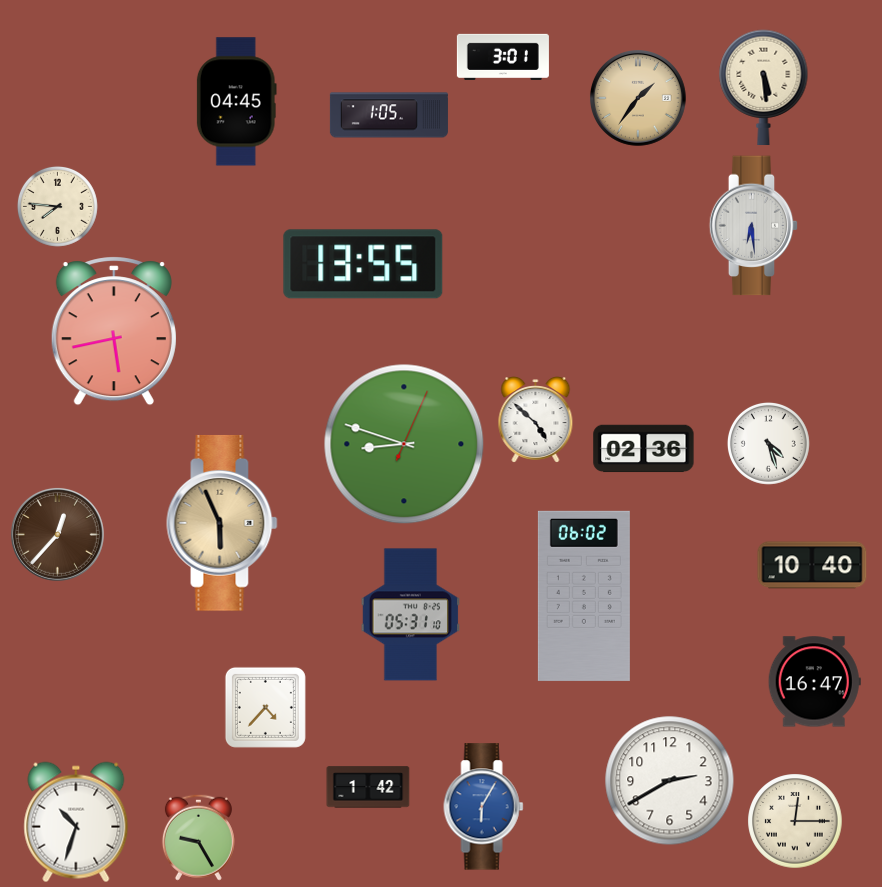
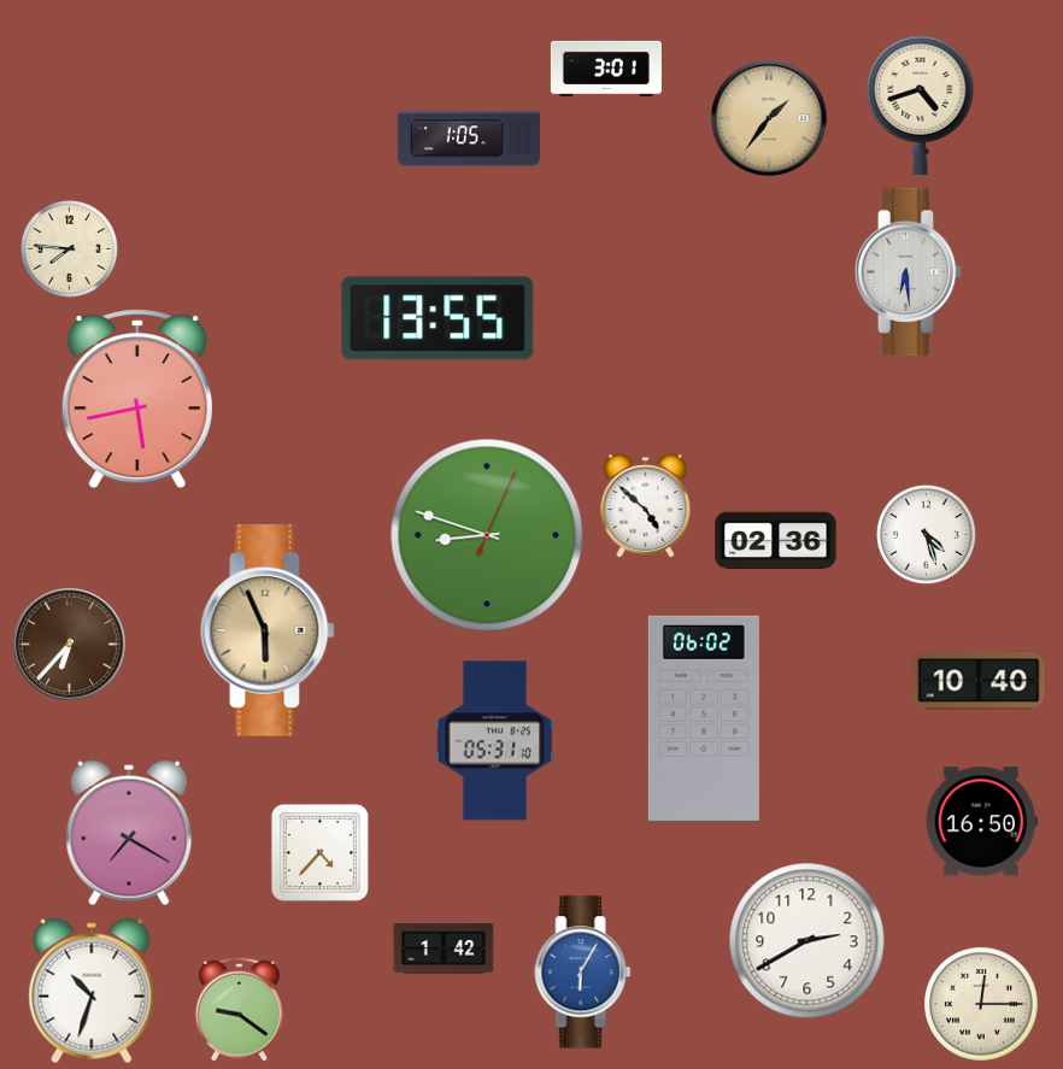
clock at (764, 88): 5:29 -> 4:42
clock at (236, 102): 04:45 -> none
clock at (57, 534): 12:37 -> 6:37
clock at (814, 682): 16:47 -> 16:50
clock at (129, 833): none -> 7:20
clock at (795, 821) position: (795, 821) -> (981, 1004)
clock at (198, 837): 9:25 -> 9:21
